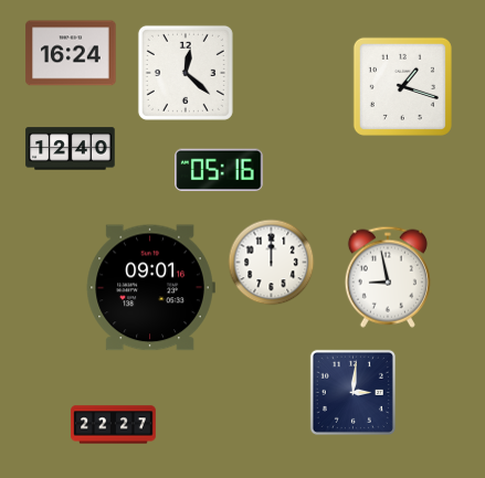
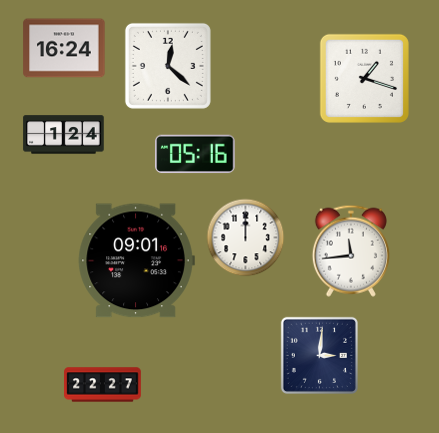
clock at (71, 149): 12:40 -> 1:24
clock at (219, 170) position: (219, 170) -> (195, 154)
clock at (388, 277): 8:58 -> 11:44
